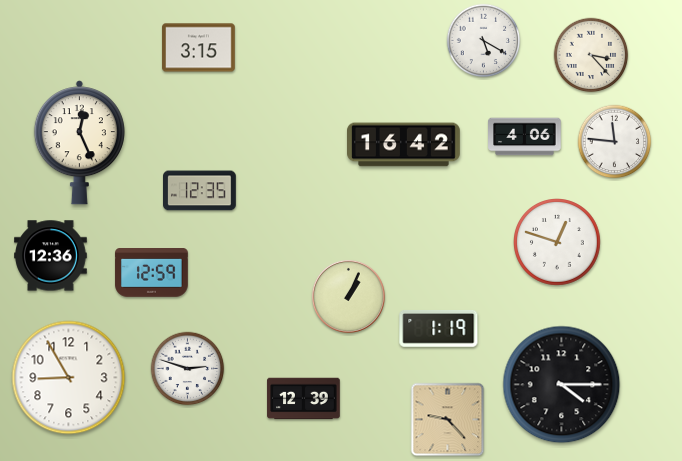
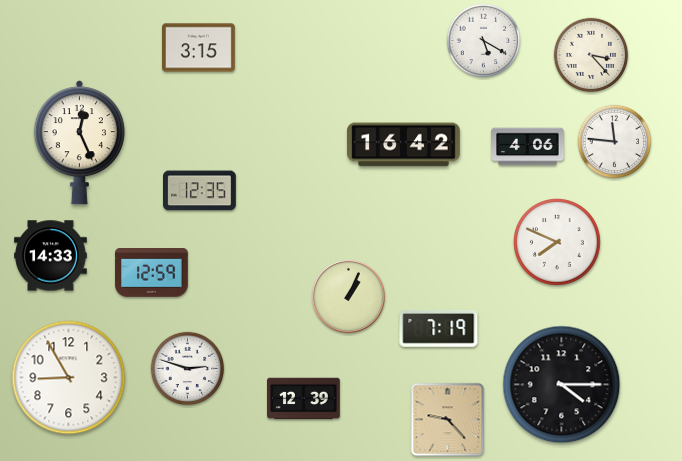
clock at (525, 137) position: (525, 137) -> (528, 147)
clock at (558, 243): 12:48 -> 7:49
clock at (51, 256): 12:36 -> 14:33
clock at (439, 328): 1:19 -> 7:19
